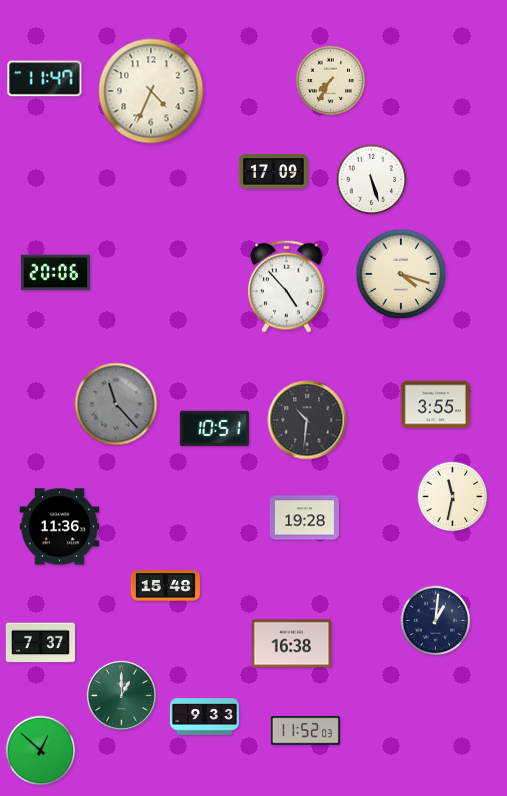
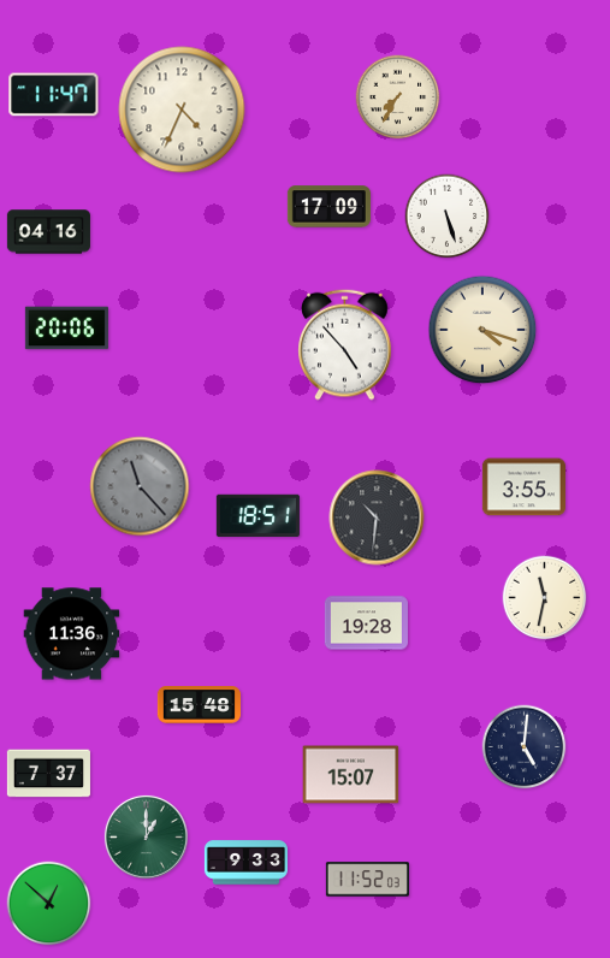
clock at (48, 232): none -> 04:16
clock at (307, 420) position: (307, 420) -> (377, 518)
clock at (214, 429): 10:51 -> 18:51
clock at (436, 621): 1:01 -> 5:01
clock at (292, 644): 16:38 -> 15:07
